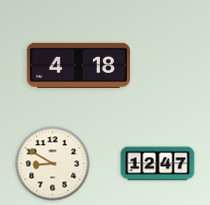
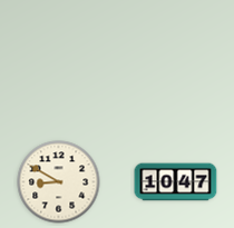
clock at (78, 65): 4:18 -> none
clock at (158, 164): 12:47 -> 10:47
